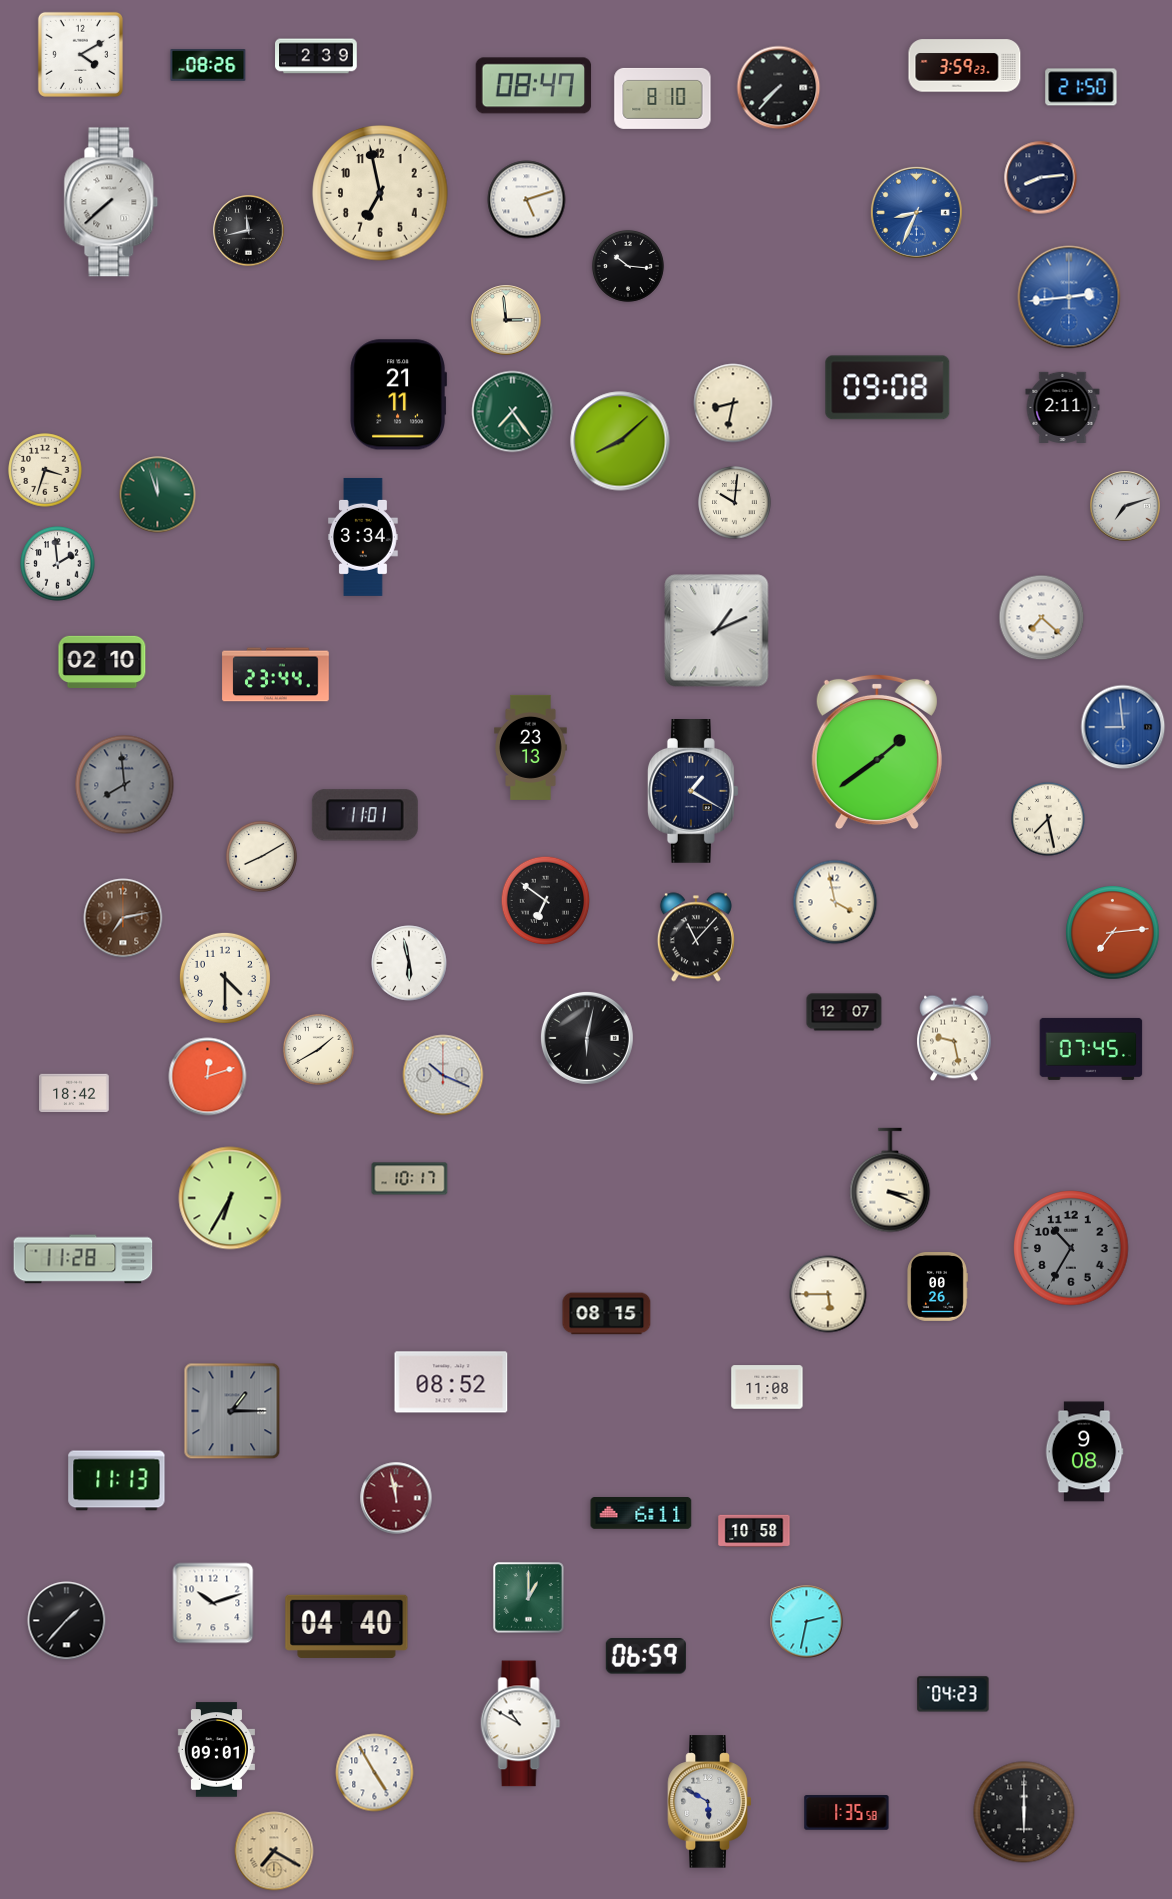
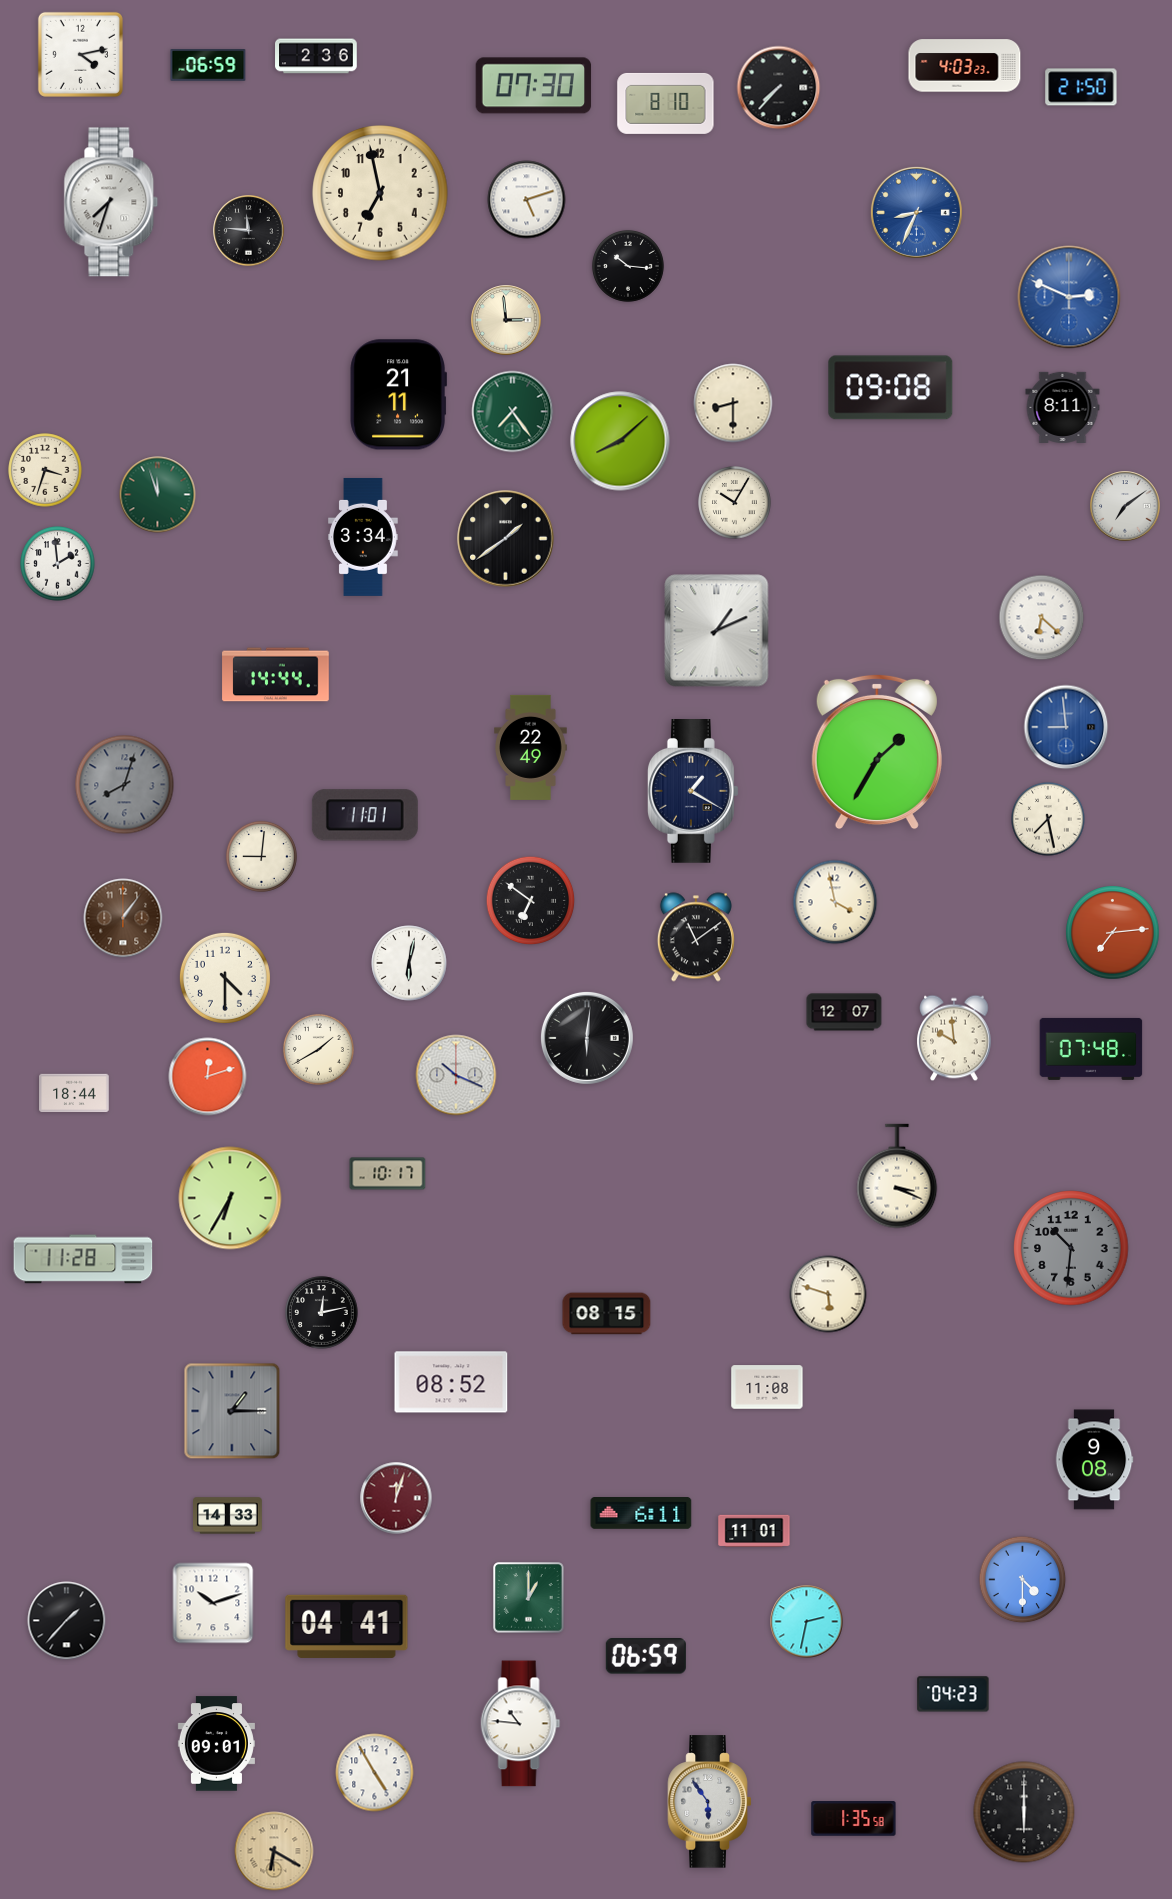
clock at (80, 54): 4:10 -> 4:13
clock at (316, 56): 2:39 -> 2:36
clock at (208, 65): 08:26 -> 06:59
clock at (965, 66): 3:59 -> 4:03
clock at (534, 86): 08:47 -> 07:30
clock at (663, 98) position: (663, 98) -> (666, 103)
clock at (1041, 178): 8:14 -> none
clock at (111, 202): 7:38 -> 7:33
clock at (249, 231): 11:43 -> 11:46
clock at (1069, 297): 2:44 -> 2:49
clock at (888, 388) position: (888, 388) -> (891, 388)
clock at (733, 403): 8:32 -> 8:30
clock at (1063, 407): 2:11 -> 8:11
clock at (735, 503): 10:01 -> 10:05
clock at (1125, 506): 7:12 -> 7:09
clock at (506, 539): none -> 1:39
clock at (1042, 618): 7:22 -> 6:22
clock at (102, 662): 02:10 -> none
clock at (276, 675): 23:44 -> 14:44
clock at (1123, 727) position: (1123, 727) -> (1066, 727)
clock at (531, 747): 23:13 -> 22:49
clock at (877, 752): 1:39 -> 1:35
clock at (125, 785): 7:59 -> 8:03
clock at (261, 856): 8:10 -> 9:01
clock at (546, 901) position: (546, 901) -> (531, 901)
clock at (123, 918): 7:13 -> 1:06
clock at (696, 937): 11:07 -> 11:09
clock at (409, 963): 5:58 -> 6:02
clock at (587, 1038): 6:02 -> 6:01
clock at (954, 1038): 9:28 -> 9:59
clock at (1091, 1049): 07:45 -> 07:48
clock at (443, 1075) position: (443, 1075) -> (456, 1075)
clock at (74, 1093): 18:42 -> 18:44
clock at (410, 1179) position: (410, 1179) -> (388, 1174)
clock at (890, 1180) position: (890, 1180) -> (897, 1176)
clock at (1071, 1248): 10:35 -> 10:31
clock at (937, 1287): 00:26 -> none
clock at (828, 1294): 5:45 -> 5:48
clock at (322, 1313): none -> 12:13
clock at (1084, 1452) position: (1084, 1452) -> (1094, 1460)
clock at (117, 1481): 11:13 -> none
clock at (396, 1498): 11:58 -> 12:03
clock at (228, 1516): none -> 14:33
clock at (754, 1531): 10:58 -> 11:01
clock at (1023, 1580): none -> 4:30
clock at (347, 1626): 04:40 -> 04:41
clock at (521, 1724): 10:50 -> 10:46
clock at (216, 1750) position: (216, 1750) -> (216, 1744)
clock at (710, 1802): 5:50 -> 5:54
clock at (847, 1813) position: (847, 1813) -> (854, 1819)
clock at (274, 1851): 7:20 -> 6:20
